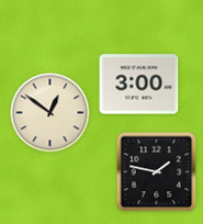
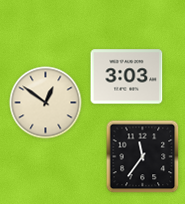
clock at (139, 85): 3:00 -> 3:03
clock at (157, 172): 1:47 -> 11:36
